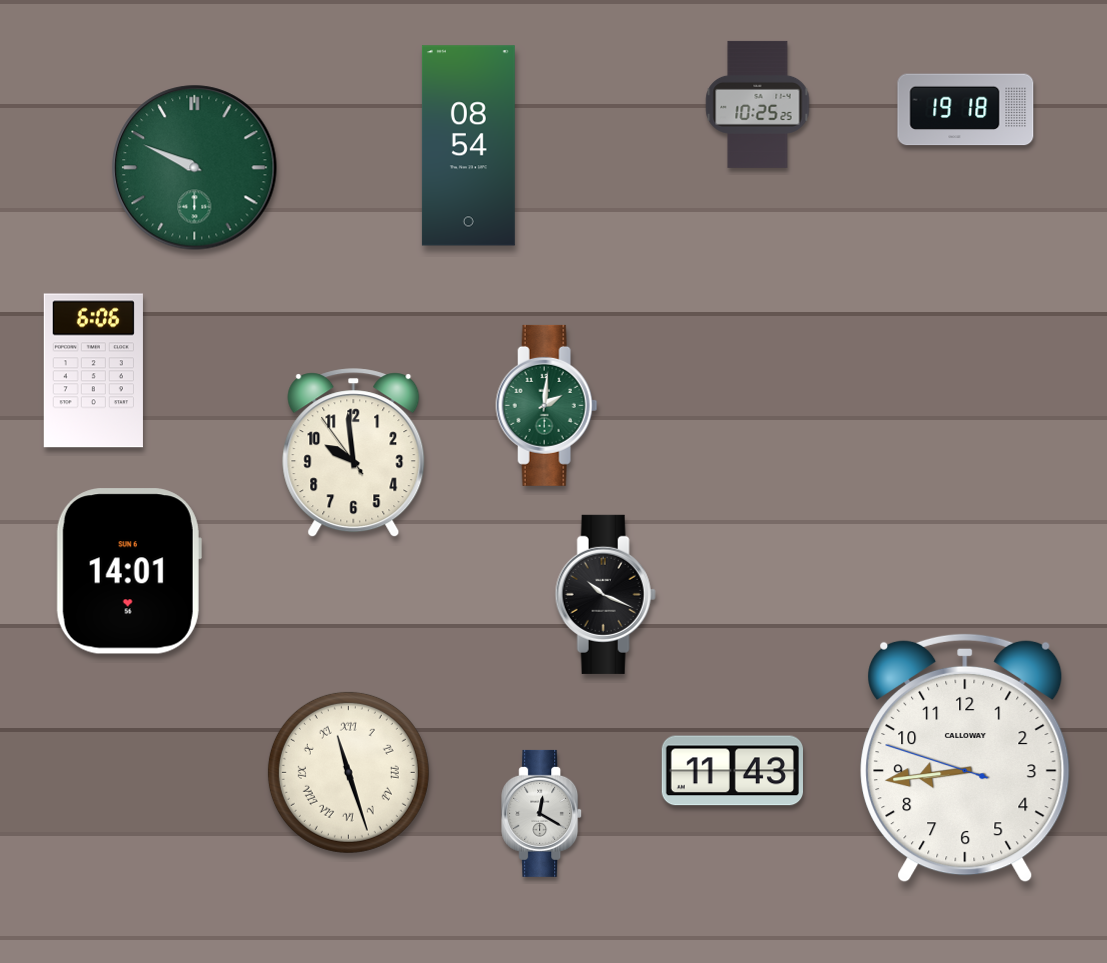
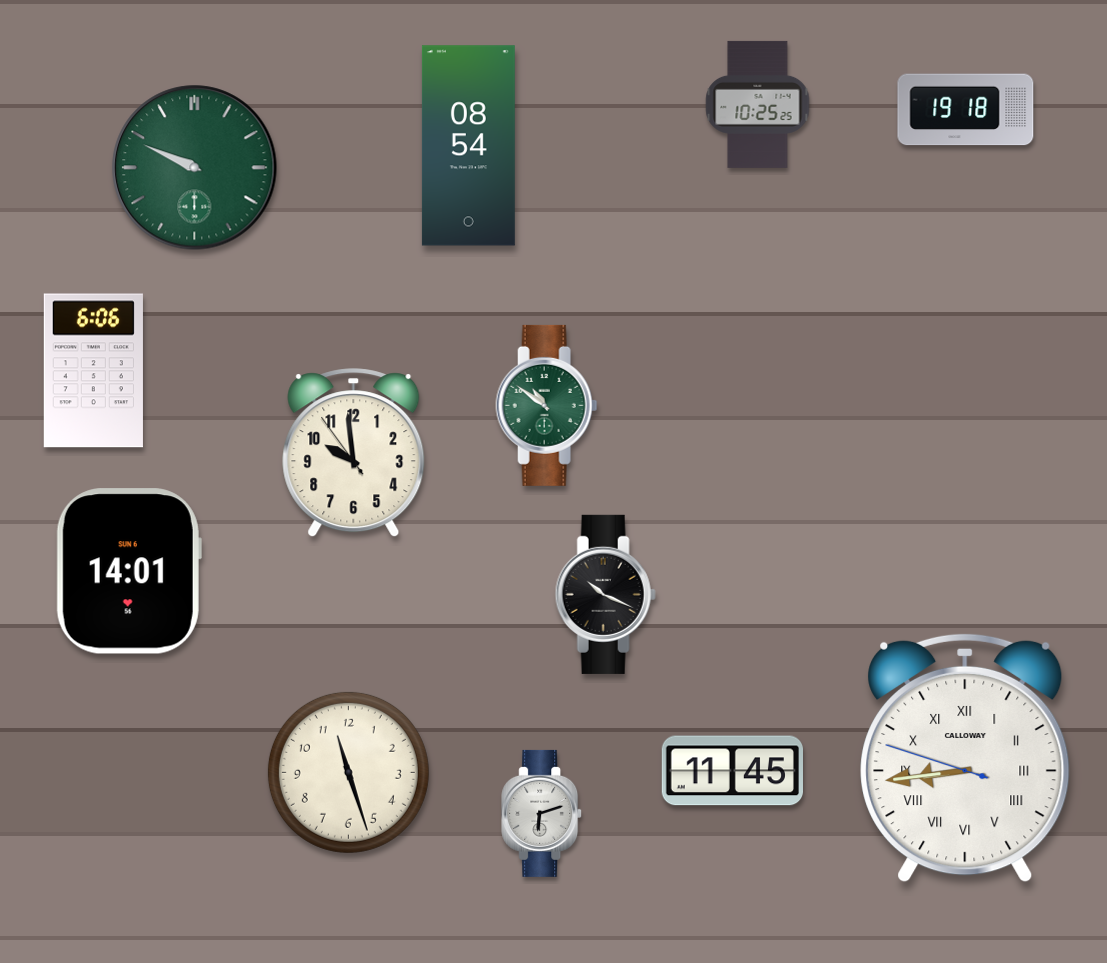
clock at (547, 405): 2:01 -> 10:51
clock at (965, 758) numerals: Arabic -> Roman
clock at (732, 771): 11:43 -> 11:45
clock at (348, 772) numerals: Roman -> Arabic
clock at (542, 813): 12:20 -> 6:12
